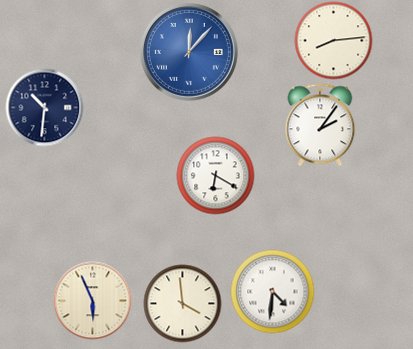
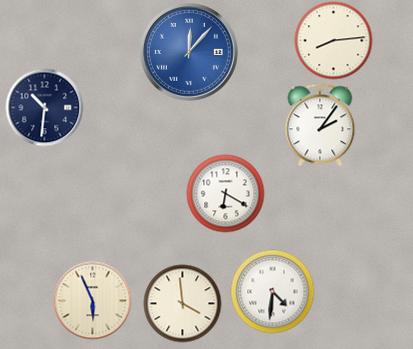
clock at (215, 175) position: (215, 175) -> (225, 193)
